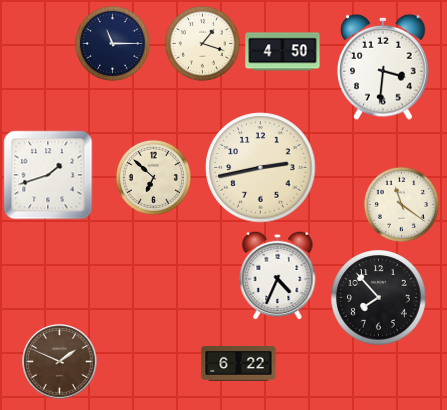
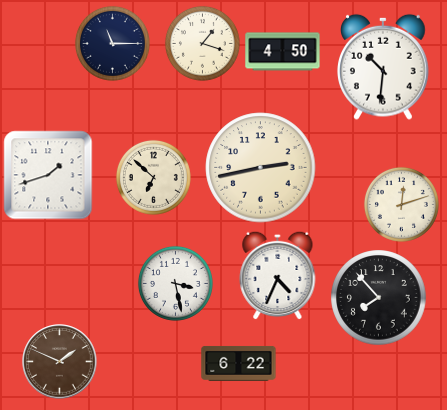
clock at (383, 67): 3:31 -> 10:31
clock at (401, 204): 11:21 -> 12:12
clock at (175, 283): none -> 3:28
